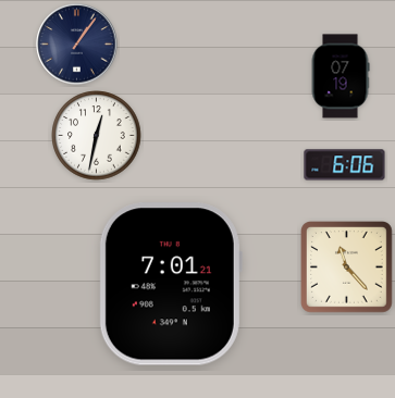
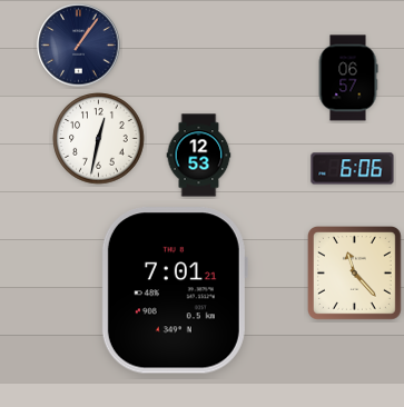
clock at (341, 76): 07:19 -> 06:57
clock at (199, 156): none -> 12:53
